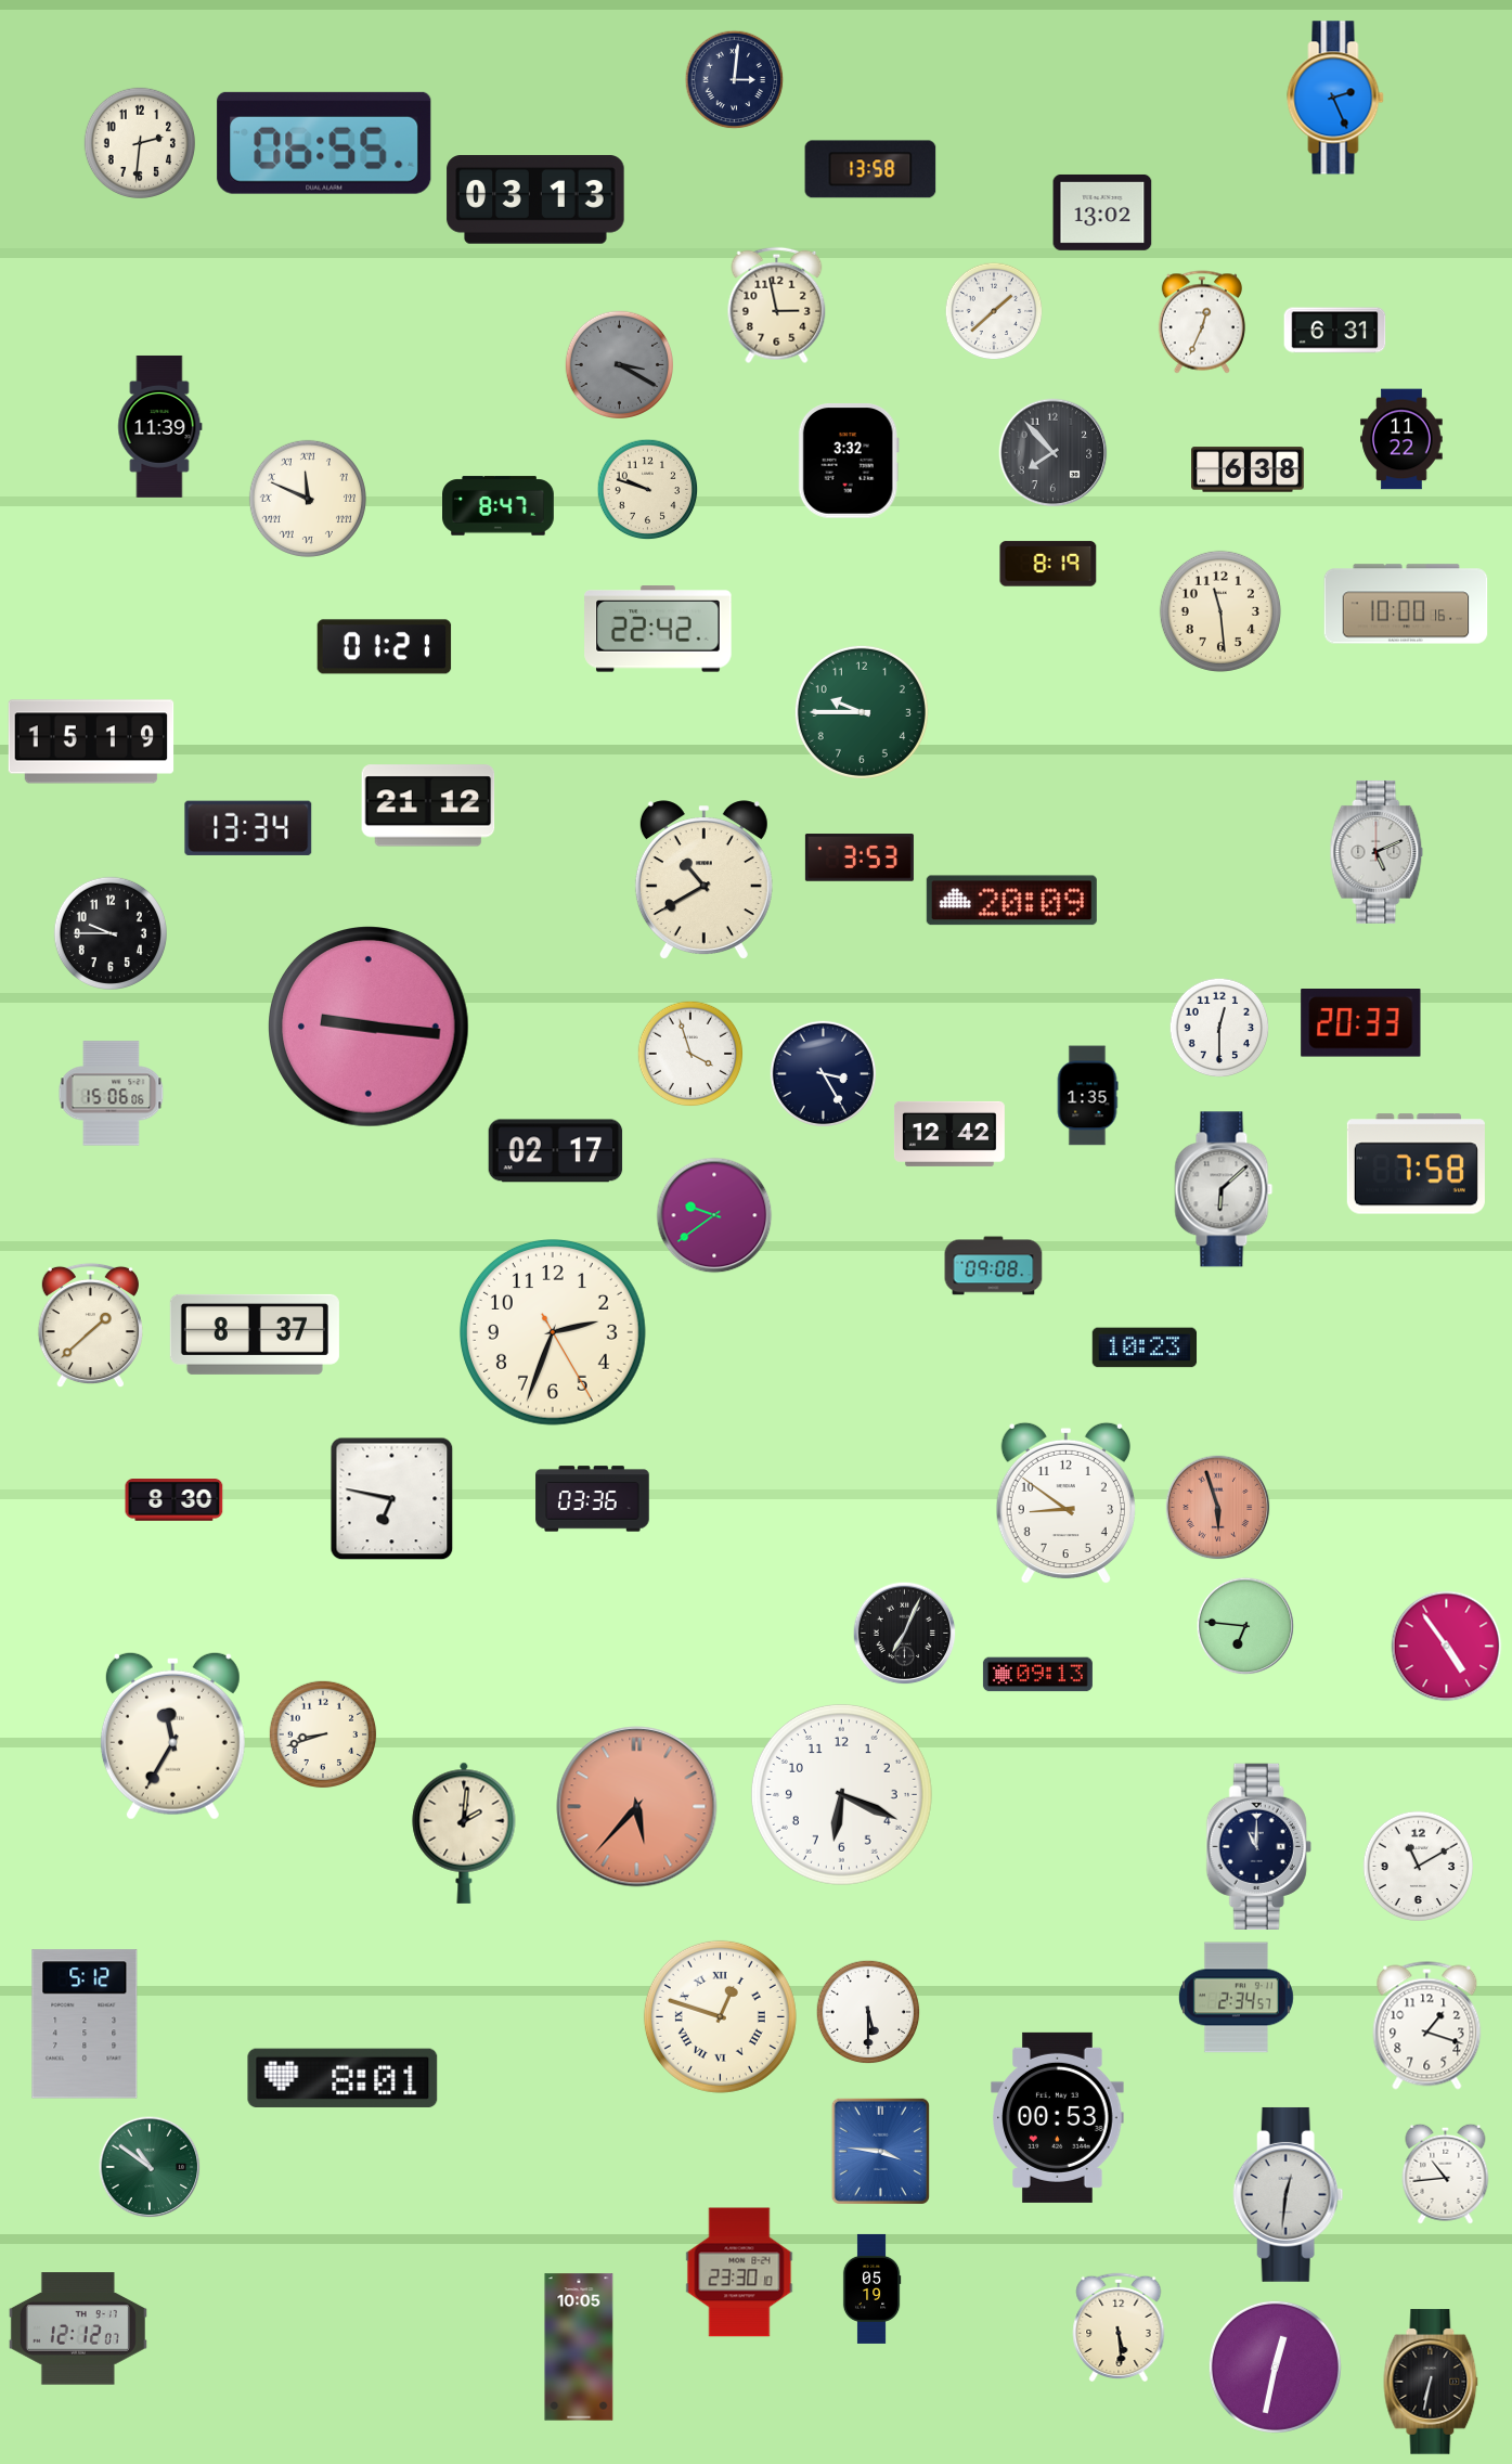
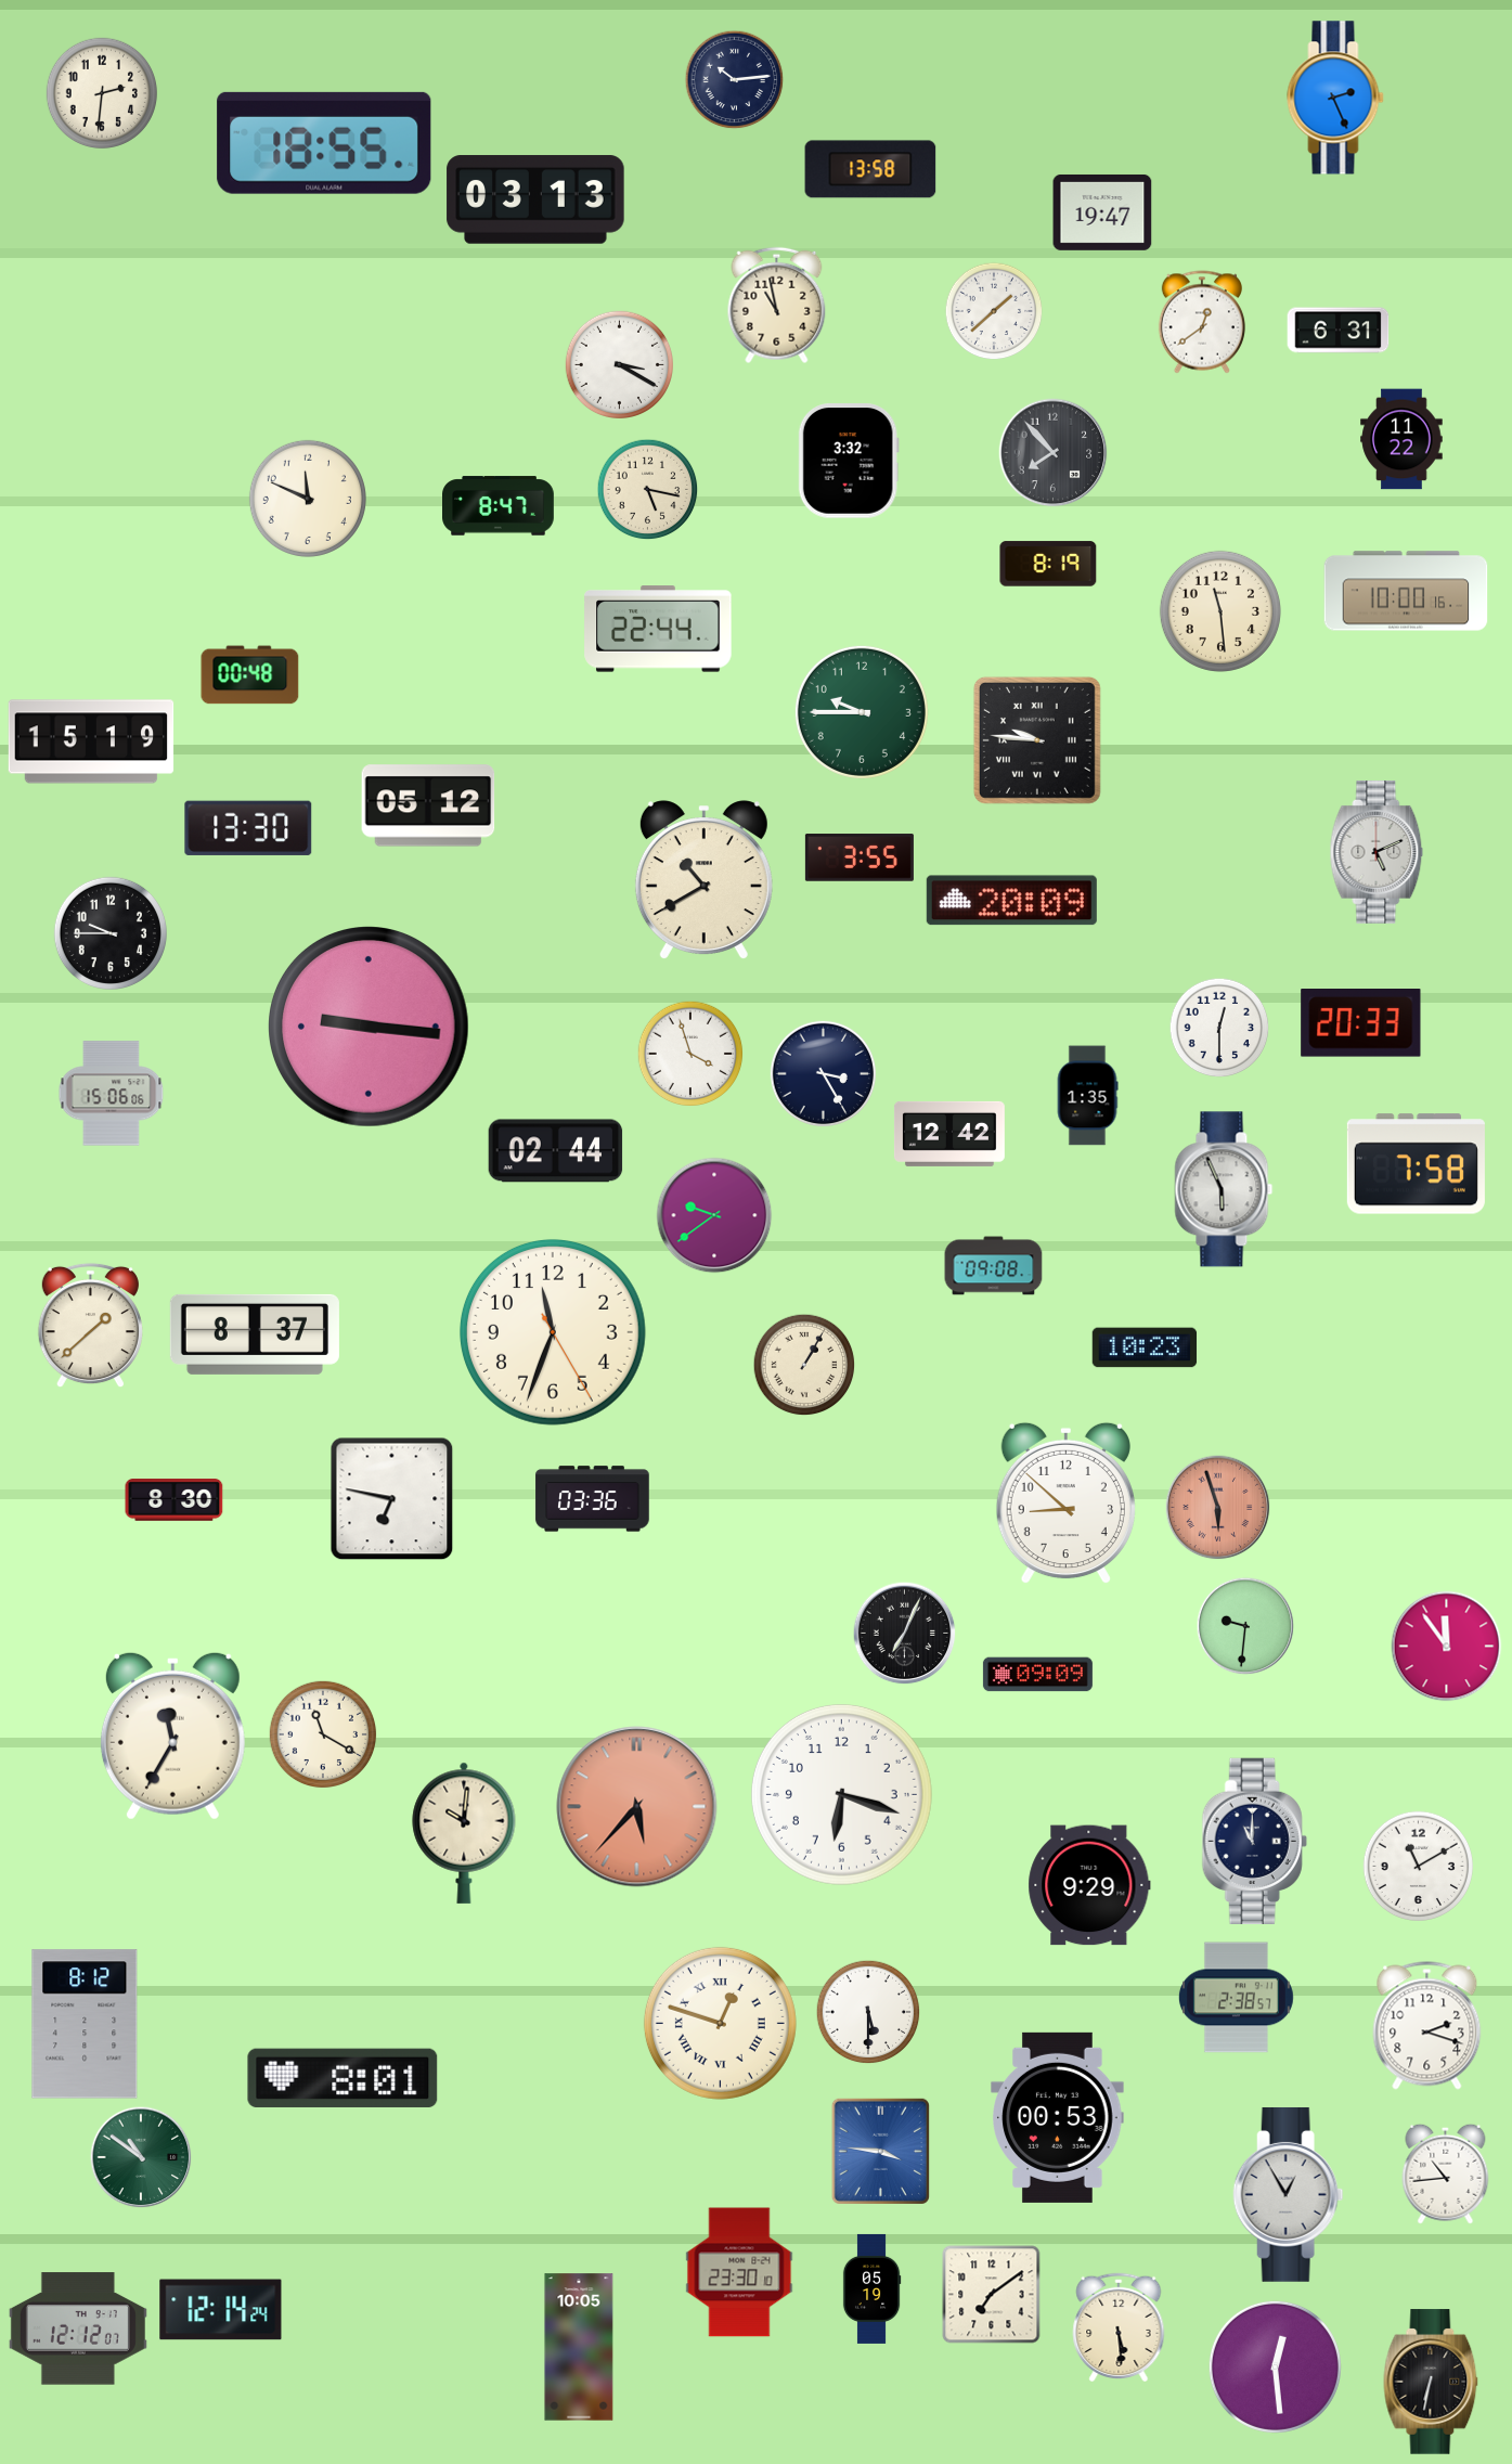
clock at (735, 80): 3:01 -> 10:14
clock at (139, 142) position: (139, 142) -> (101, 92)
clock at (324, 143): 06:55 -> 18:55
clock at (1102, 212): 13:02 -> 19:47
clock at (777, 306): 2:58 -> 10:58
clock at (1202, 322): 12:34 -> 12:39
clock at (1335, 331) position: (1335, 331) -> (1339, 331)
clock at (619, 364) dial: grey -> white
clock at (160, 426): 11:39 -> none
clock at (1248, 469): 6:38 -> none
clock at (648, 490): 9:48 -> 5:17
clock at (308, 499) numerals: Roman -> Arabic
clock at (1406, 604) position: (1406, 604) -> (1406, 591)
clock at (658, 629): 22:42 -> 22:44
clock at (385, 647): 01:21 -> none
clock at (250, 675): none -> 00:48
clock at (1037, 740): none -> 9:46
clock at (428, 805): 21:12 -> 05:12
clock at (248, 828): 13:34 -> 13:30
clock at (860, 857): 3:53 -> 3:55
clock at (556, 1151): 02:17 -> 02:44
clock at (1224, 1189): 6:08 -> 5:56
clock at (553, 1332): 2:33 -> 11:33
clock at (804, 1365): none -> 1:05
clock at (1065, 1504): 8:51 -> 8:52
clock at (1245, 1626): 6:46 -> 9:31
clock at (1447, 1647): 4:54 -> 11:54
clock at (1037, 1675): 09:13 -> 09:09
clock at (323, 1734): 8:42 -> 11:20
clock at (841, 1794): 6:19 -> 6:18
clock at (464, 1833): 2:01 -> 10:01
clock at (1258, 1846) position: (1258, 1846) -> (1254, 1841)
clock at (1089, 1885): none -> 9:29
clock at (1236, 1998): 2:34 -> 2:38
clock at (720, 2016) position: (720, 2016) -> (720, 2023)
clock at (85, 2024): 5:12 -> 8:12
clock at (1427, 2026): 1:18 -> 2:18
clock at (150, 2167) position: (150, 2167) -> (141, 2157)
clock at (1289, 2194): 12:31 -> 12:55
clock at (992, 2295): none -> 7:09
clock at (221, 2310): none -> 12:14
clock at (1275, 2366): 12:32 -> 12:29
